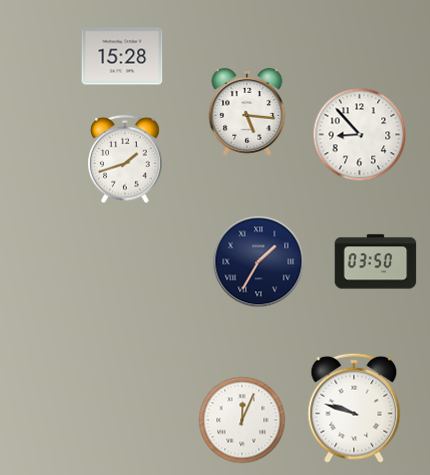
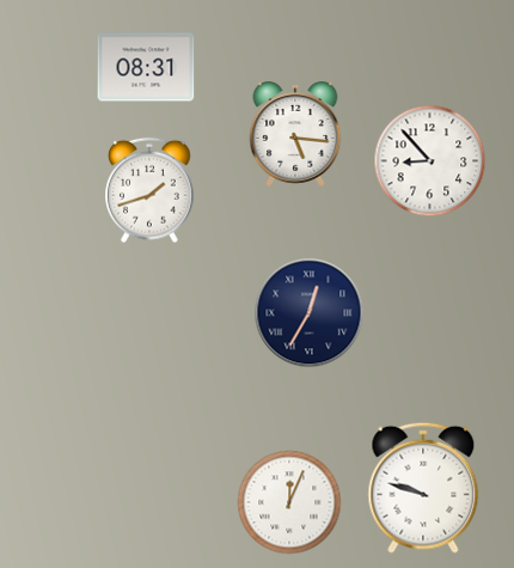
clock at (122, 56): 15:28 -> 08:31
clock at (259, 262): 1:35 -> 12:35
clock at (376, 262): 03:50 -> none
